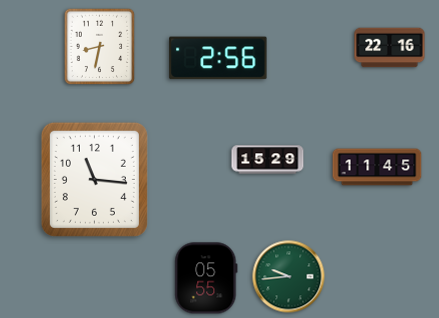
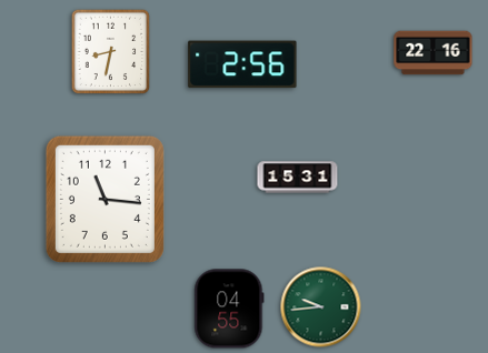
clock at (268, 160): 15:29 -> 15:31
clock at (377, 167): 11:45 -> none
clock at (206, 278): 05:55 -> 04:55
